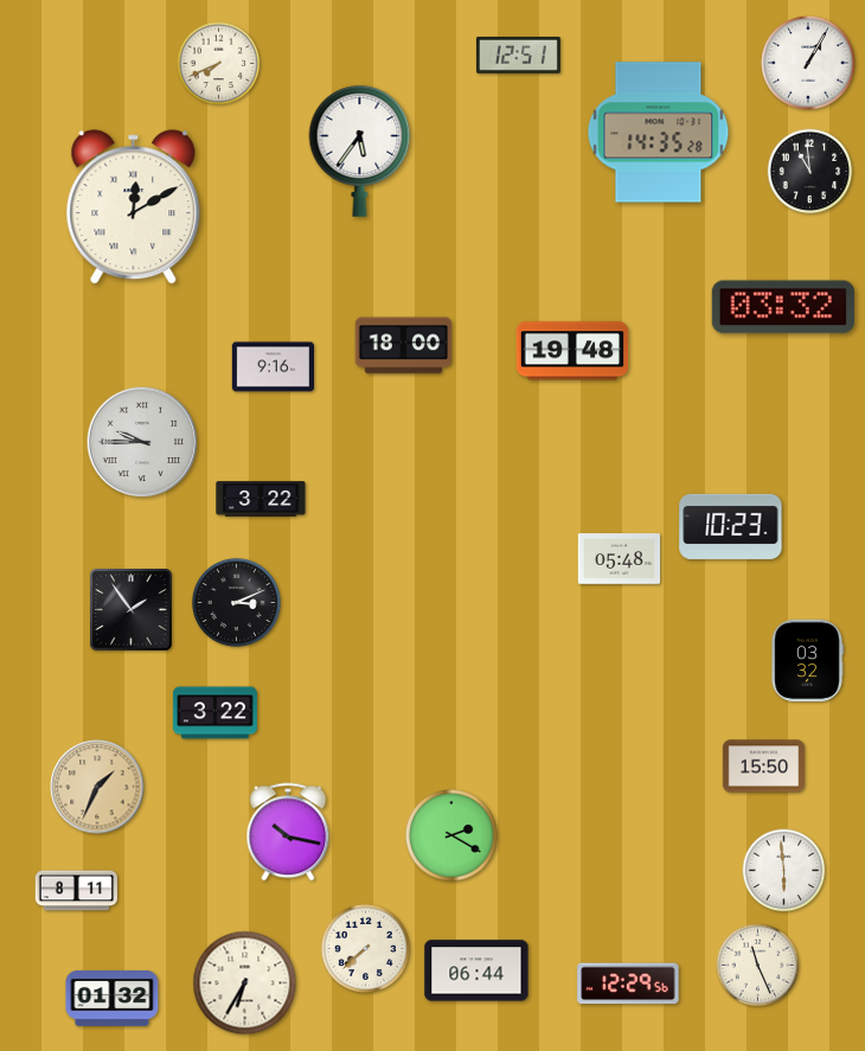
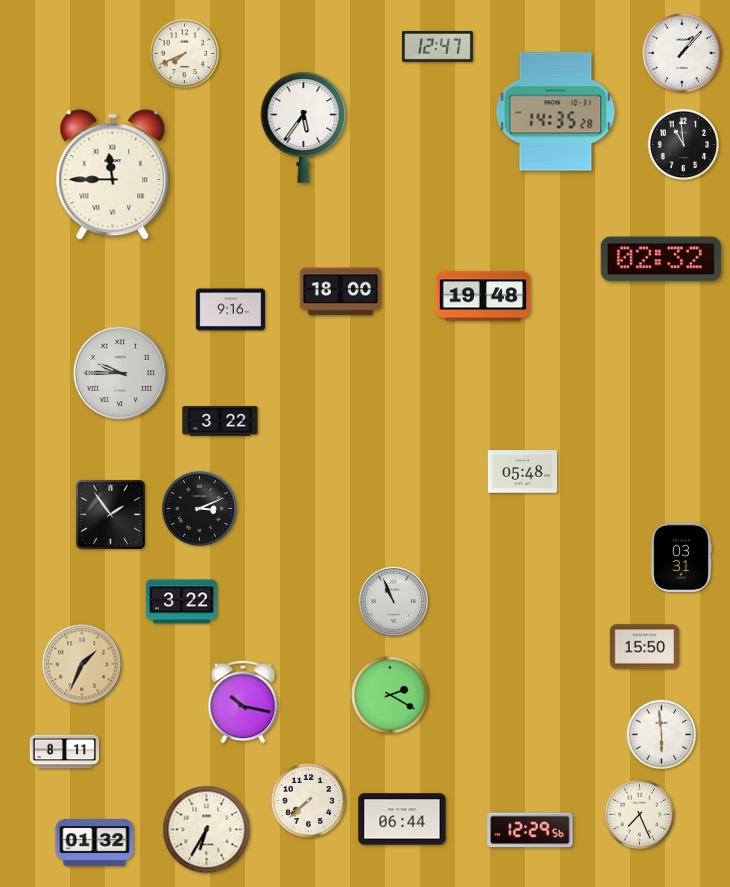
clock at (518, 55): 12:51 -> 12:47
clock at (808, 63): 1:05 -> 1:07
clock at (134, 207): 12:10 -> 11:45
clock at (783, 307): 03:32 -> 02:32
clock at (731, 526): 10:23 -> none
clock at (807, 660): 03:32 -> 03:31
clock at (393, 601): none -> 10:56
clock at (451, 835) position: (451, 835) -> (390, 695)
clock at (758, 966): 11:26 -> 7:26
